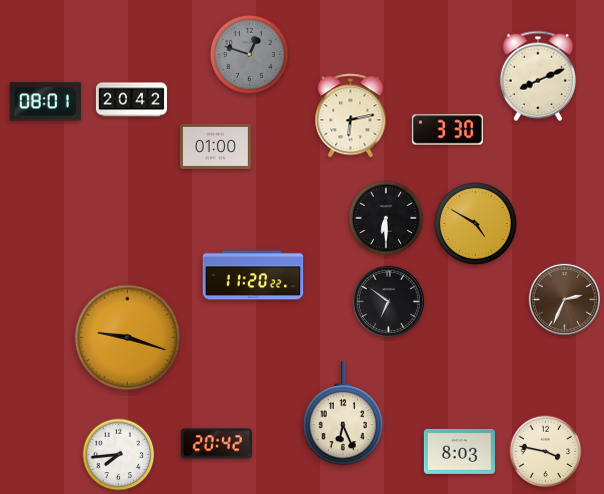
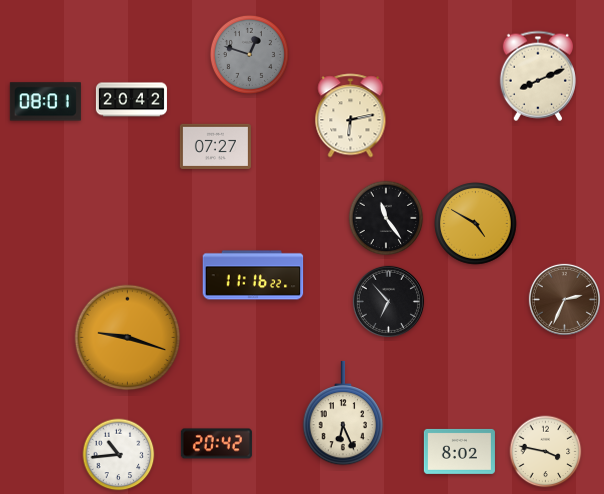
clock at (447, 130): 3:30 -> none
clock at (215, 146): 01:00 -> 07:27
clock at (386, 218): 6:30 -> 11:24
clock at (253, 275): 11:20 -> 11:16
clock at (388, 301): 6:51 -> 6:53
clock at (459, 451): 8:03 -> 8:02
clock at (119, 455): 7:44 -> 10:44
